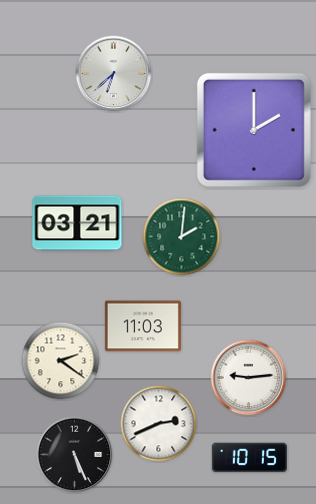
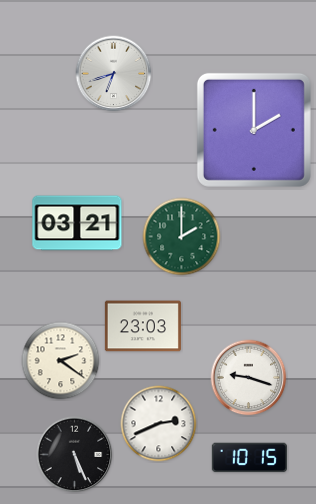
clock at (114, 74): 6:38 -> 6:42
clock at (182, 237): 2:01 -> 2:00
clock at (143, 326): 11:03 -> 23:03
clock at (249, 378): 9:14 -> 9:18
